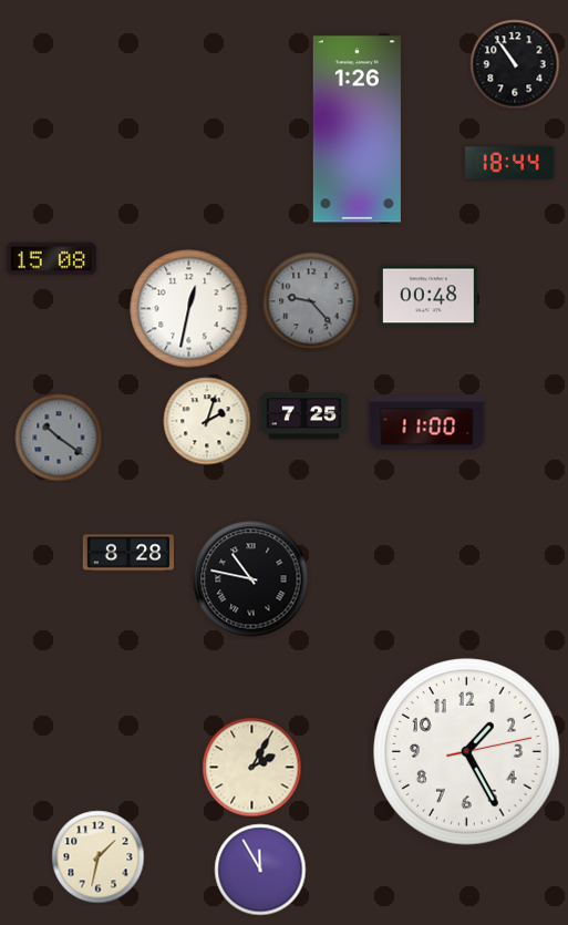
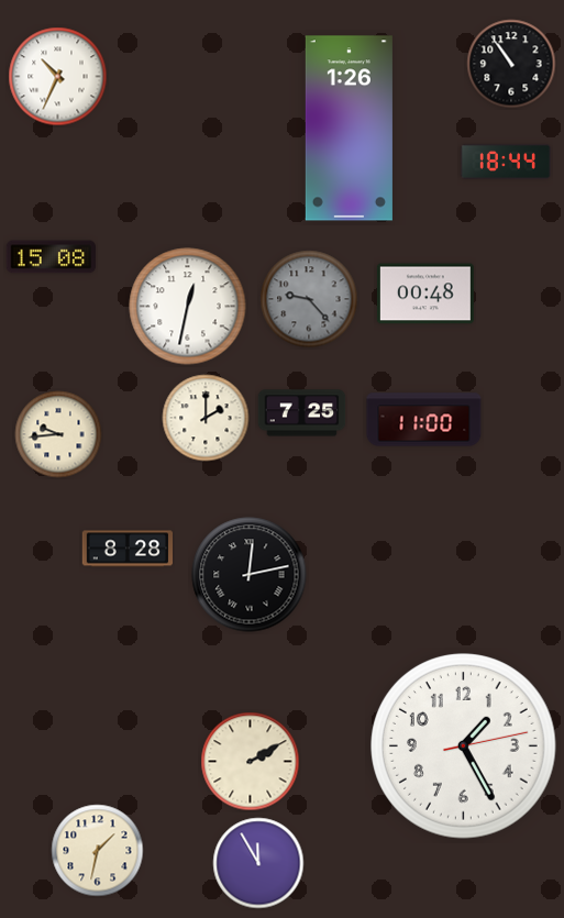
clock at (58, 77): none -> 10:34
clock at (357, 130) position: (357, 130) -> (349, 129)
clock at (207, 421): 2:03 -> 2:00
clock at (59, 438): 10:21 -> 9:44
clock at (59, 438) dial: grey -> cream
clock at (251, 579): 10:47 -> 12:13
clock at (252, 768): 2:05 -> 2:10
